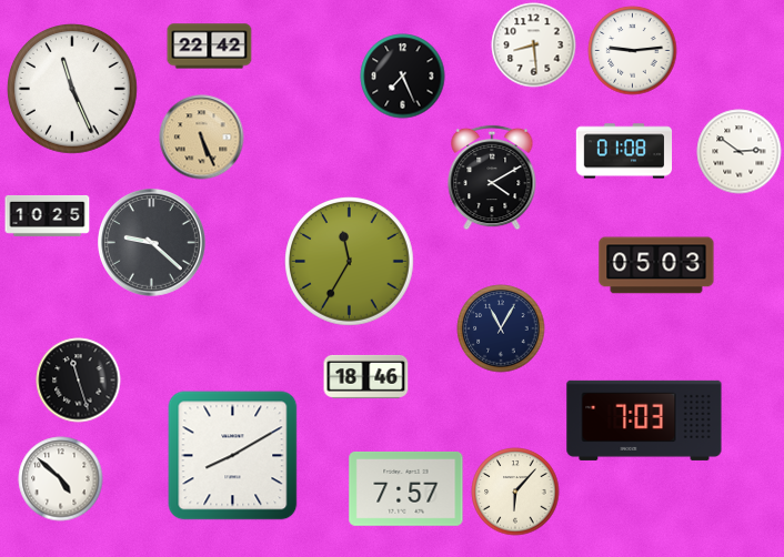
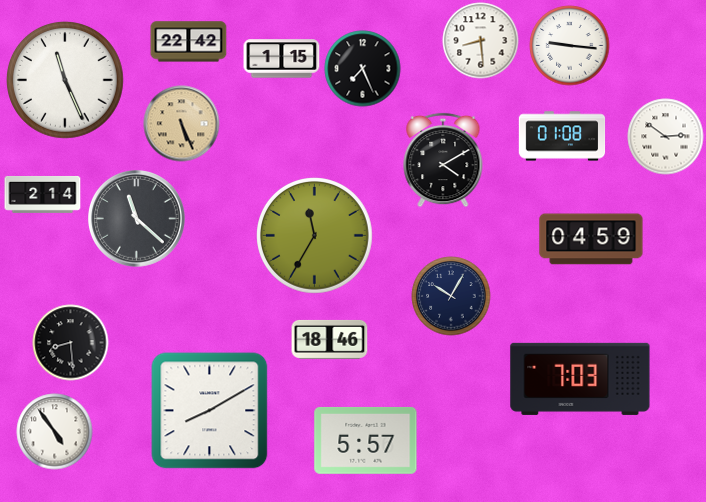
clock at (633, 51): 9:14 -> 9:16
clock at (282, 59): none -> 1:15
clock at (48, 215): 10:25 -> 2:14
clock at (152, 243): 9:22 -> 11:22
clock at (656, 265): 05:03 -> 04:59
clock at (501, 328): 11:05 -> 10:05
clock at (79, 381): 11:27 -> 8:29
clock at (61, 479): 4:52 -> 4:54
clock at (406, 488): 7:57 -> 5:57
clock at (515, 492): 6:07 -> none
